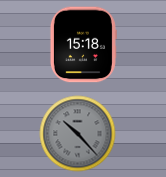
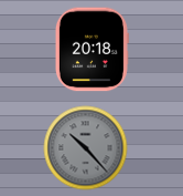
clock at (83, 45): 15:18 -> 20:18
